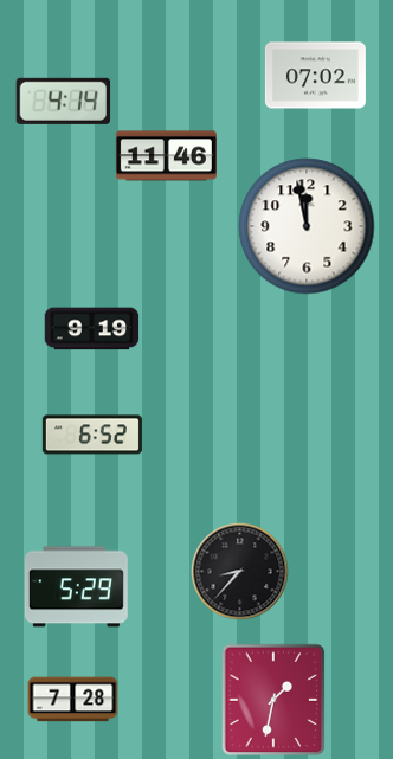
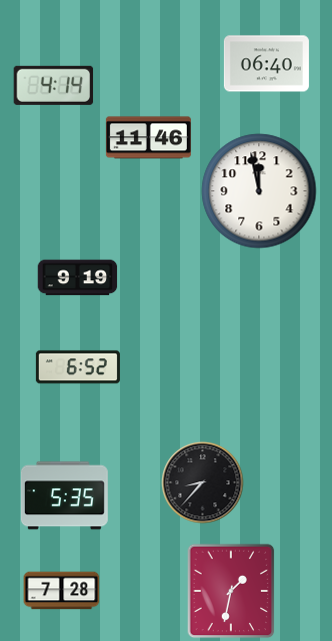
clock at (315, 76): 07:02 -> 06:40
clock at (166, 156) position: (166, 156) -> (148, 138)
clock at (76, 587): 5:29 -> 5:35
